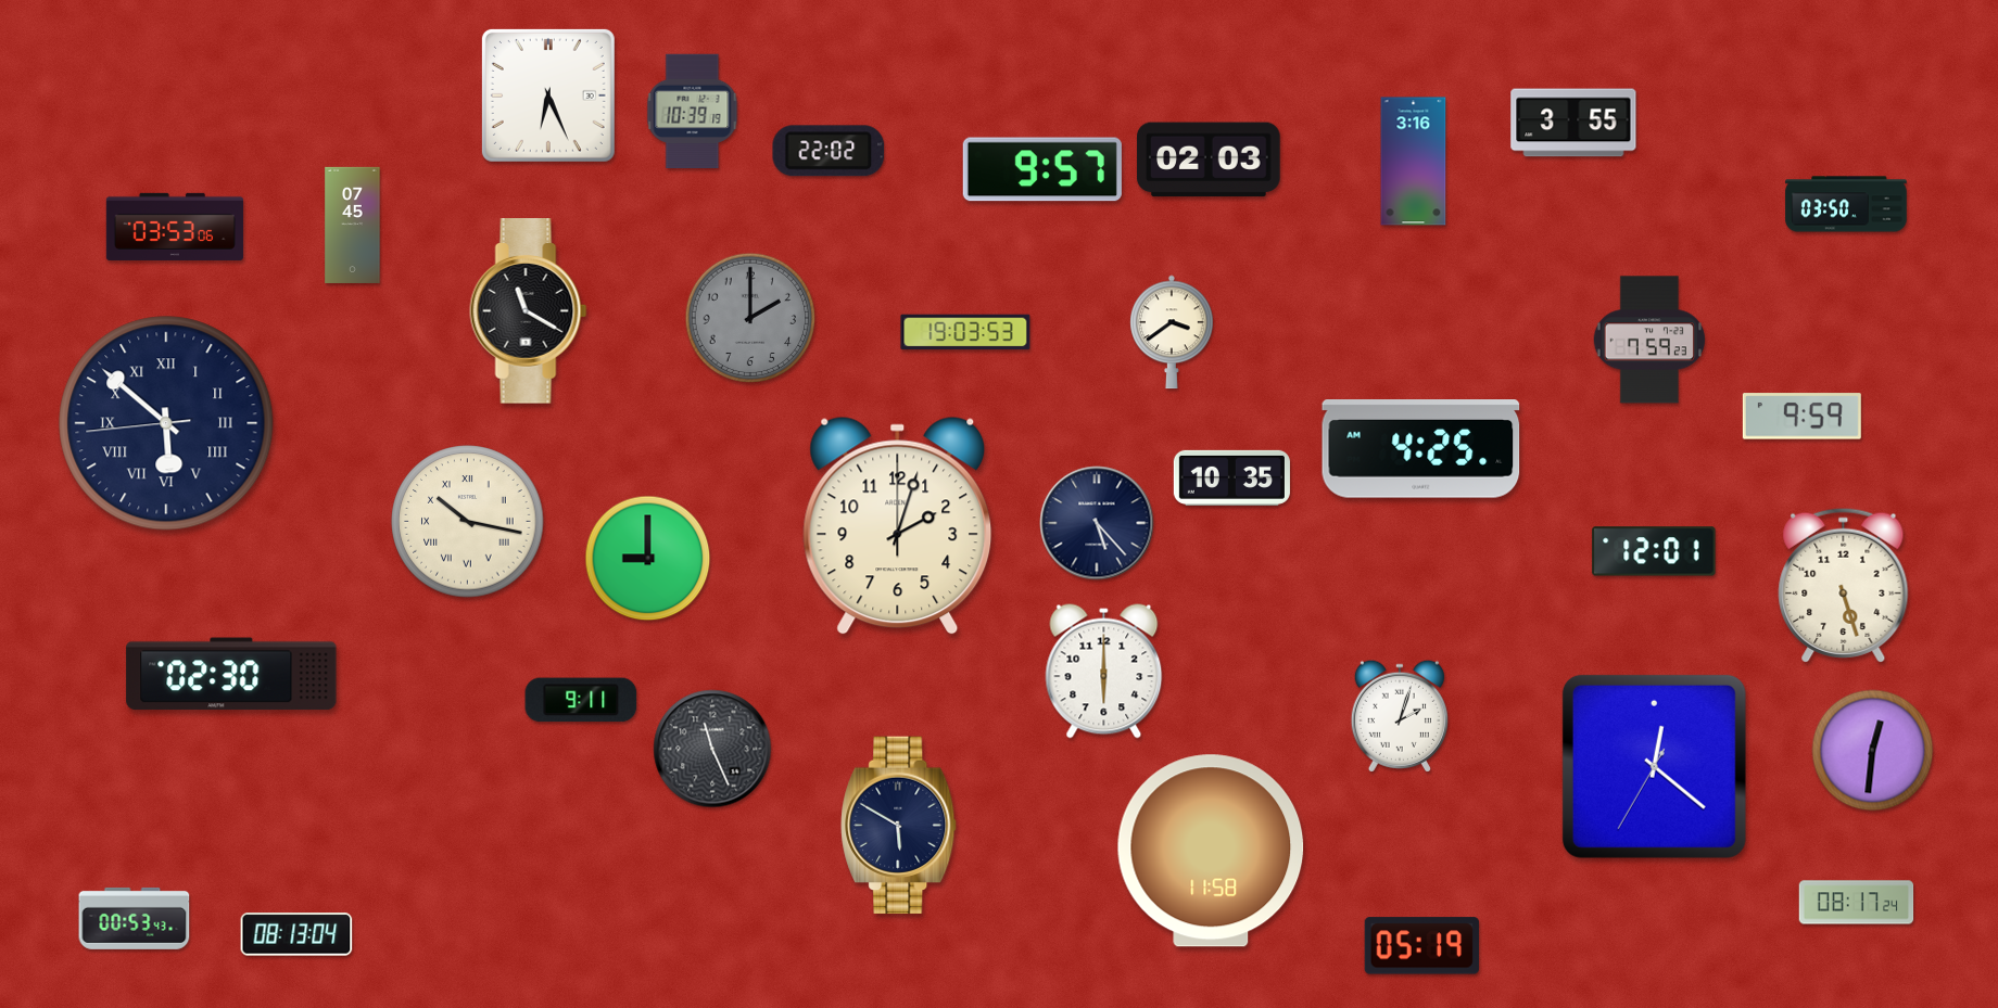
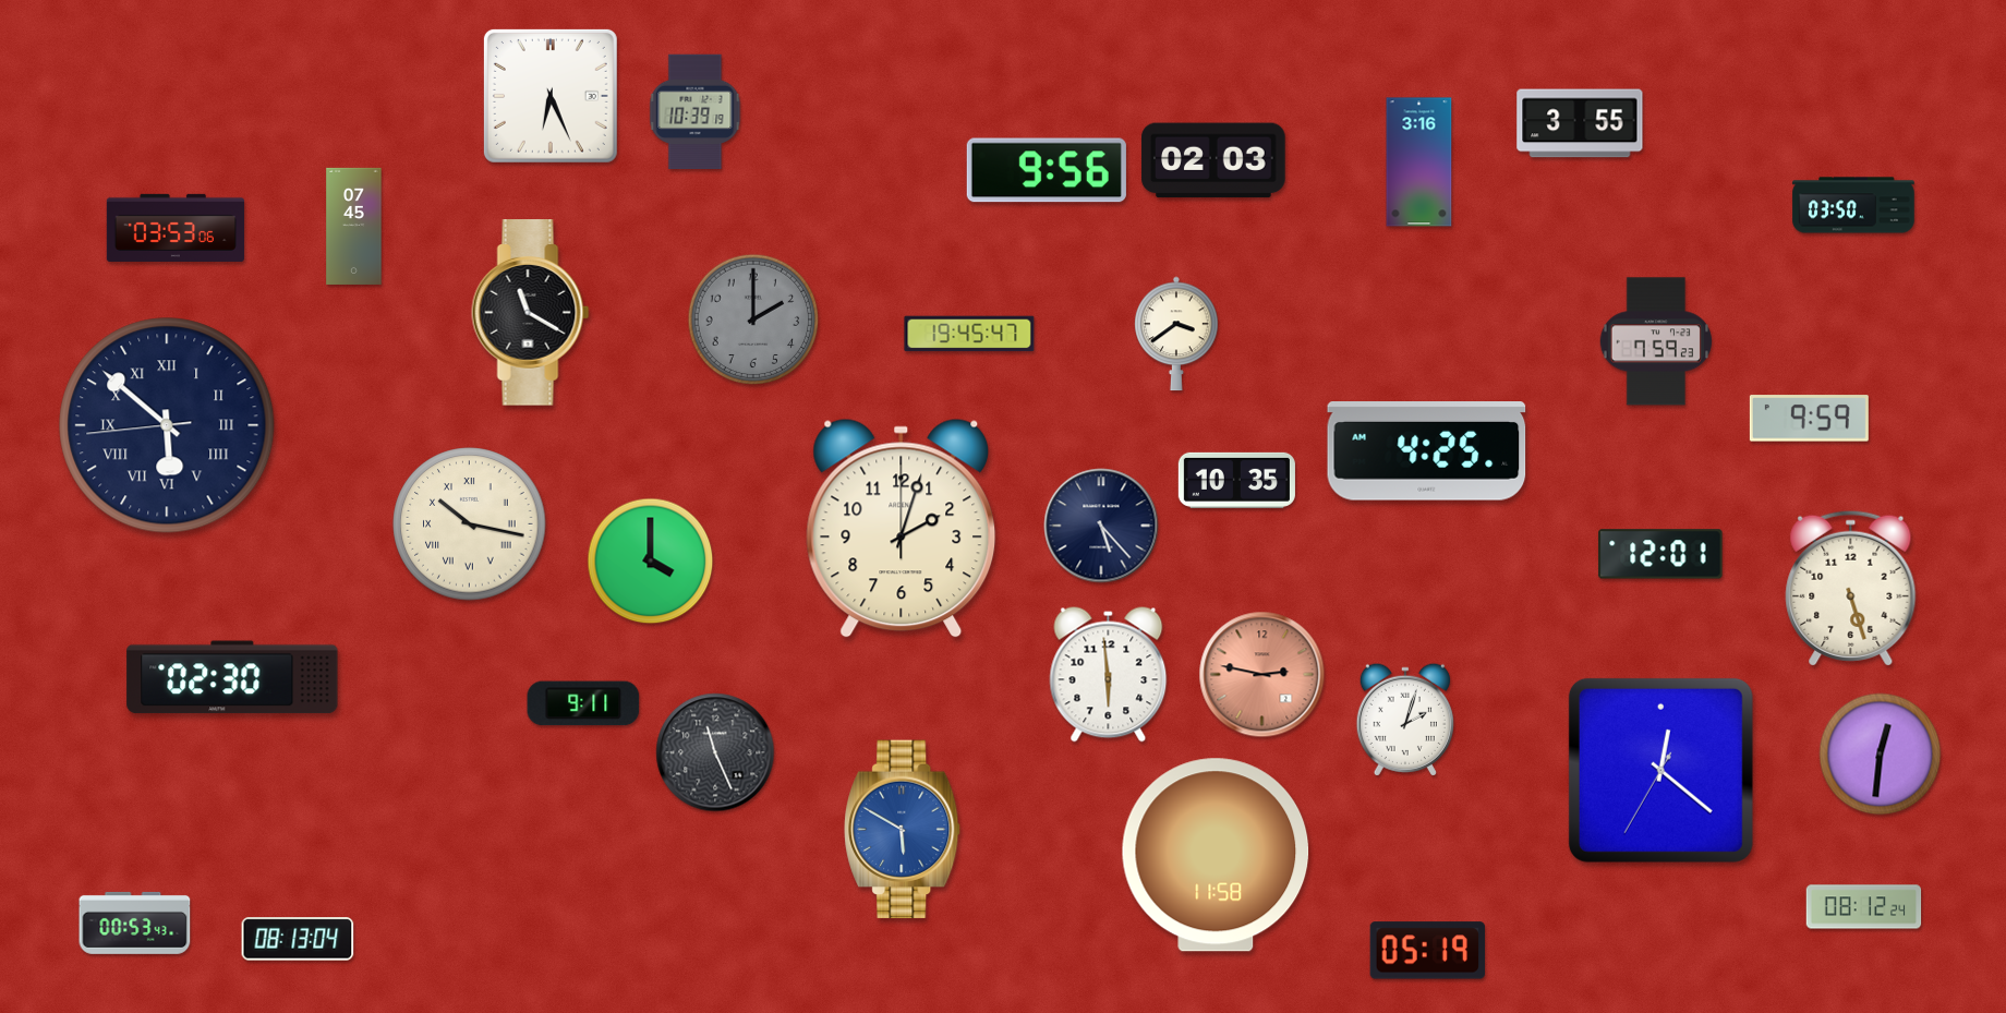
clock at (829, 151): 22:02 -> none
clock at (1042, 169): 9:57 -> 9:56
clock at (965, 332): 19:03 -> 19:45
clock at (648, 559): 9:00 -> 4:00
clock at (1104, 672): 6:00 -> 5:59
clock at (1262, 675): none -> 2:47
clock at (899, 826) dial: navy -> blue
clock at (1857, 903): 08:17 -> 08:12
